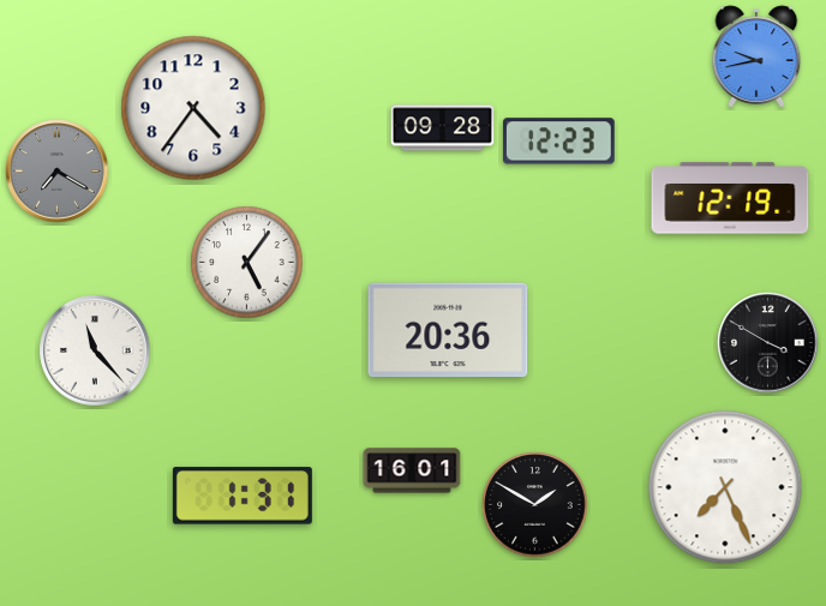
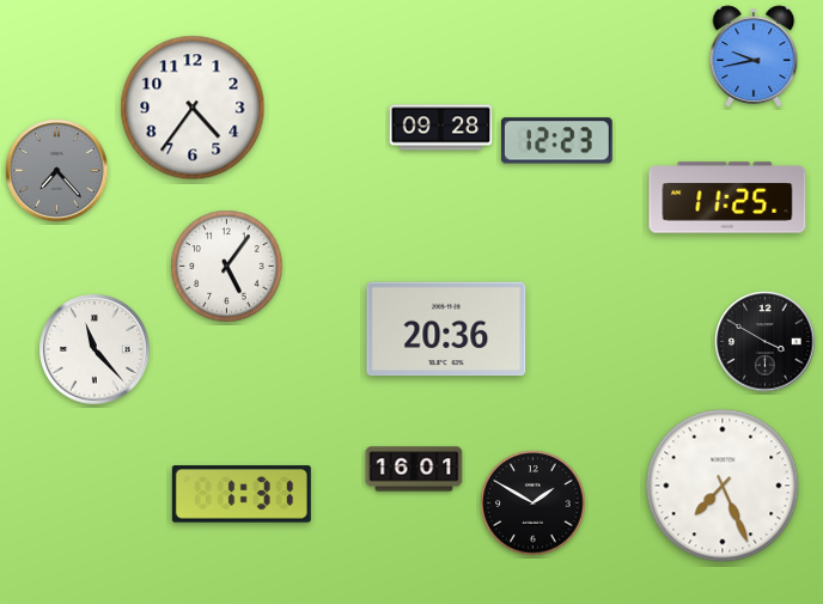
clock at (58, 172): 7:20 -> 7:23
clock at (730, 198): 12:19 -> 11:25
clock at (247, 263) position: (247, 263) -> (227, 267)
clock at (412, 470) position: (412, 470) -> (414, 469)
